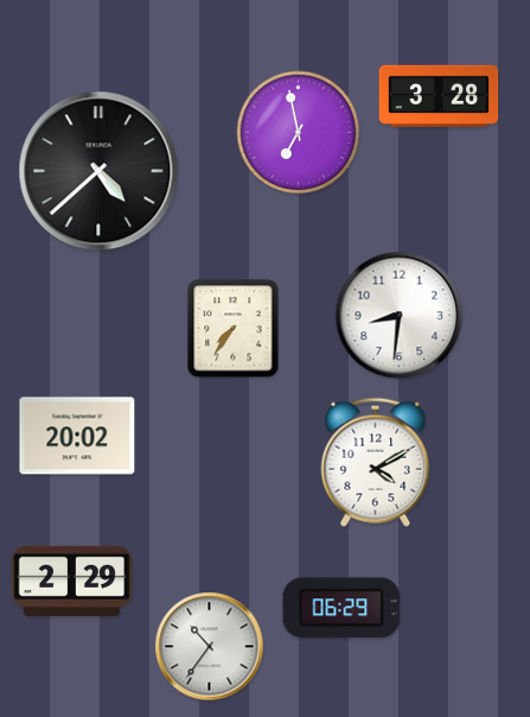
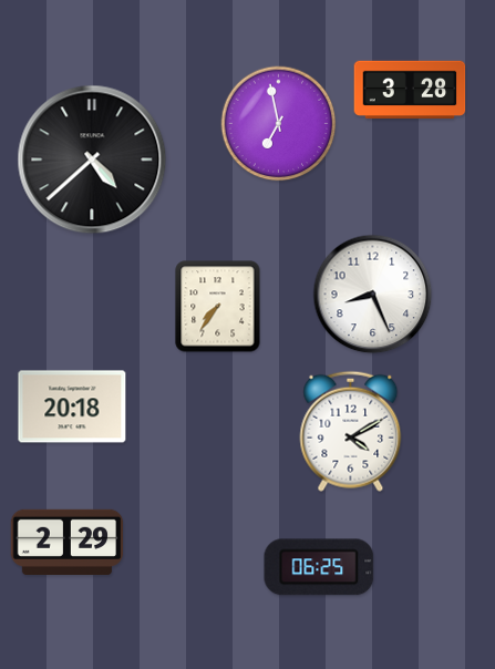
clock at (400, 316): 8:31 -> 8:26
clock at (77, 436): 20:02 -> 20:18
clock at (341, 608): 06:29 -> 06:25
clock at (210, 647): 10:36 -> none
